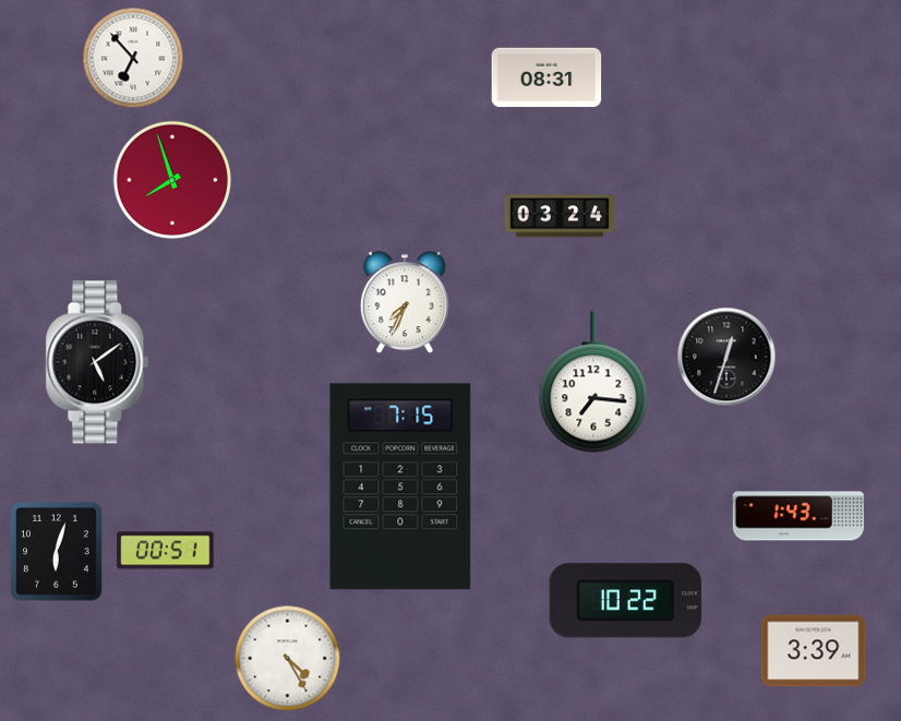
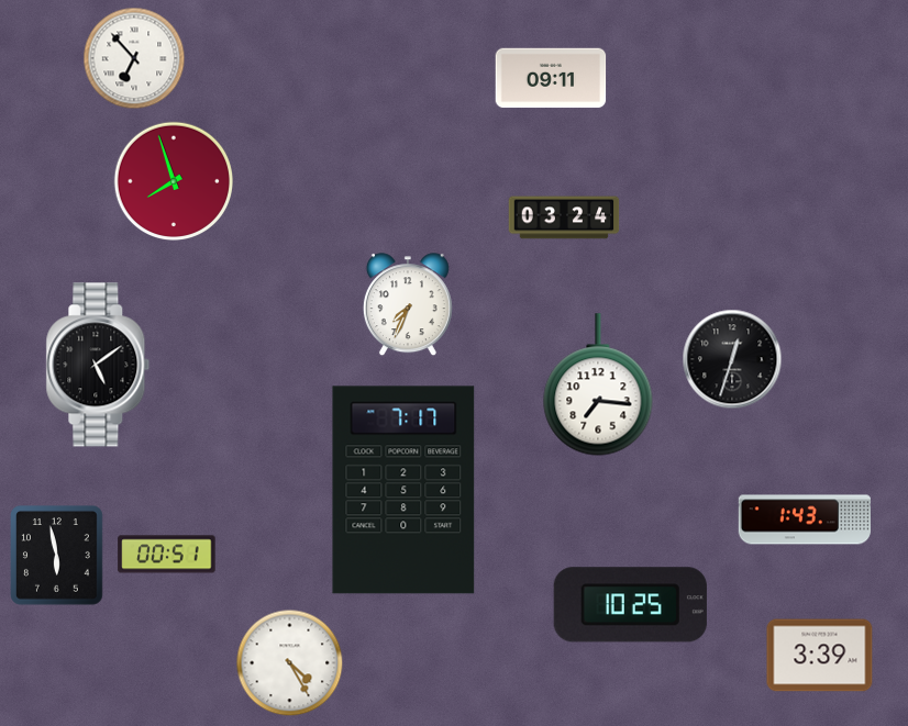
clock at (546, 77): 08:31 -> 09:11
clock at (400, 486): 7:15 -> 7:17
clock at (57, 552): 6:03 -> 5:58
clock at (625, 601): 10:22 -> 10:25
